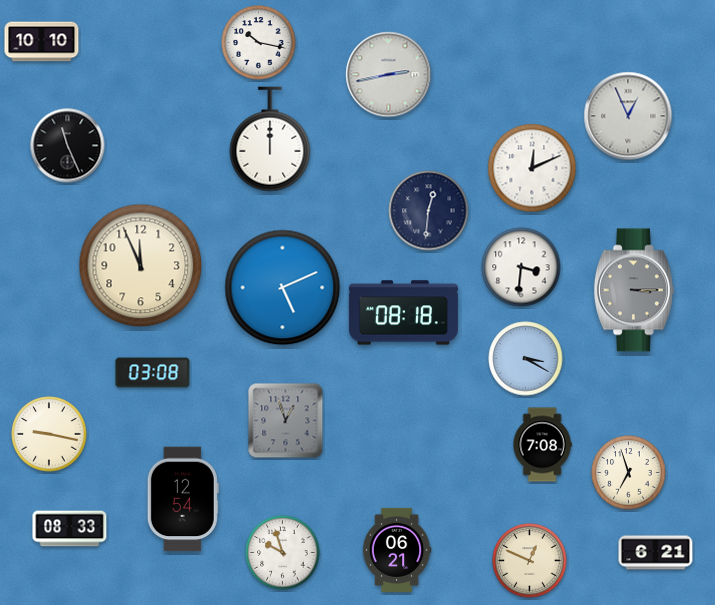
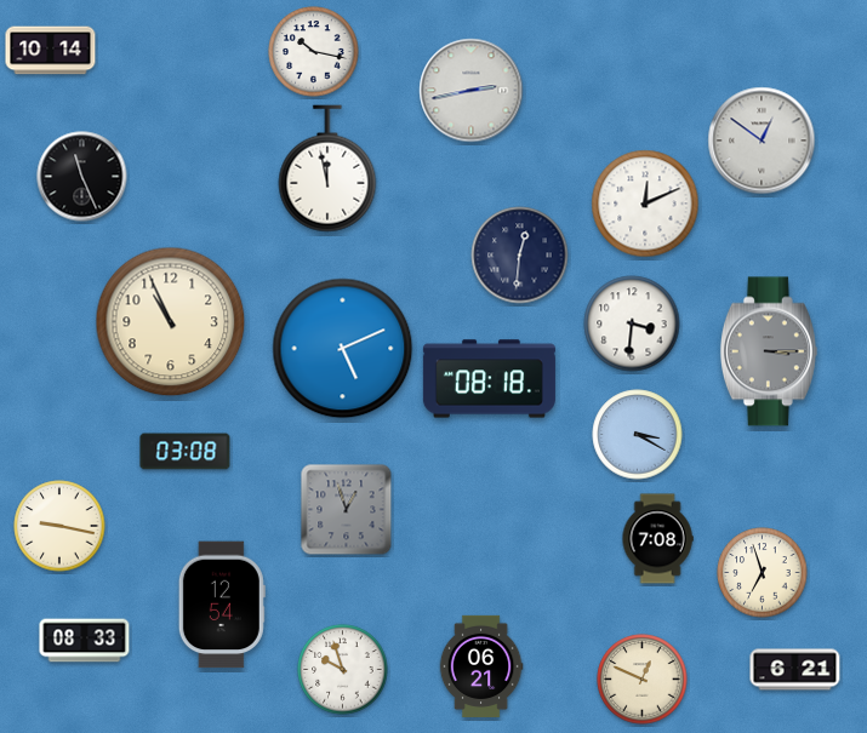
clock at (42, 42): 10:10 -> 10:14
clock at (628, 116): 12:56 -> 12:51
clock at (270, 139): 12:00 -> 11:58
clock at (141, 266): 11:56 -> 10:56
